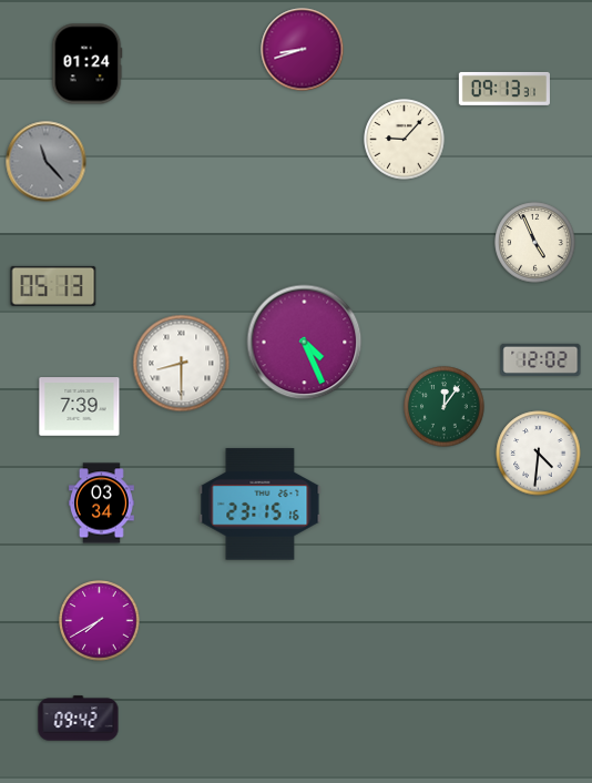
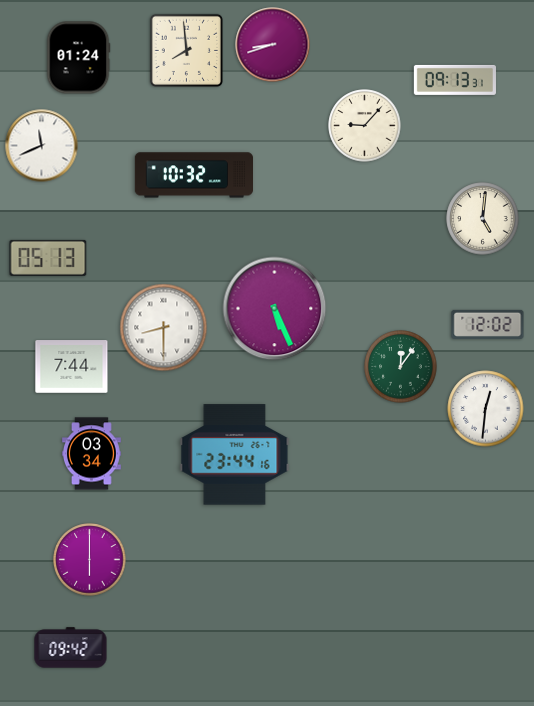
clock at (186, 50): none -> 7:59
clock at (47, 162): 11:23 -> 11:41
clock at (47, 162) dial: grey -> white
clock at (193, 175): none -> 10:32
clock at (535, 243): 4:56 -> 5:01
clock at (305, 343): 4:26 -> 5:26
clock at (80, 407): 7:39 -> 7:44
clock at (539, 454): 4:31 -> 12:31
clock at (261, 505): 23:15 -> 23:44
clock at (100, 621): 7:40 -> 6:00
